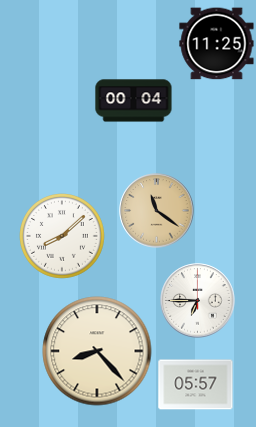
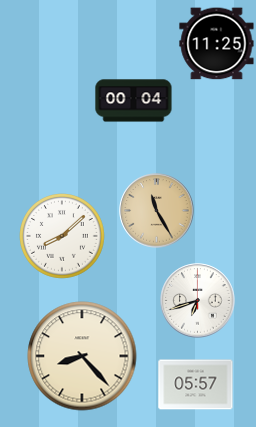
clock at (157, 211): 11:21 -> 11:25
clock at (198, 301): 6:45 -> 6:42
clock at (97, 351) position: (97, 351) -> (82, 356)
